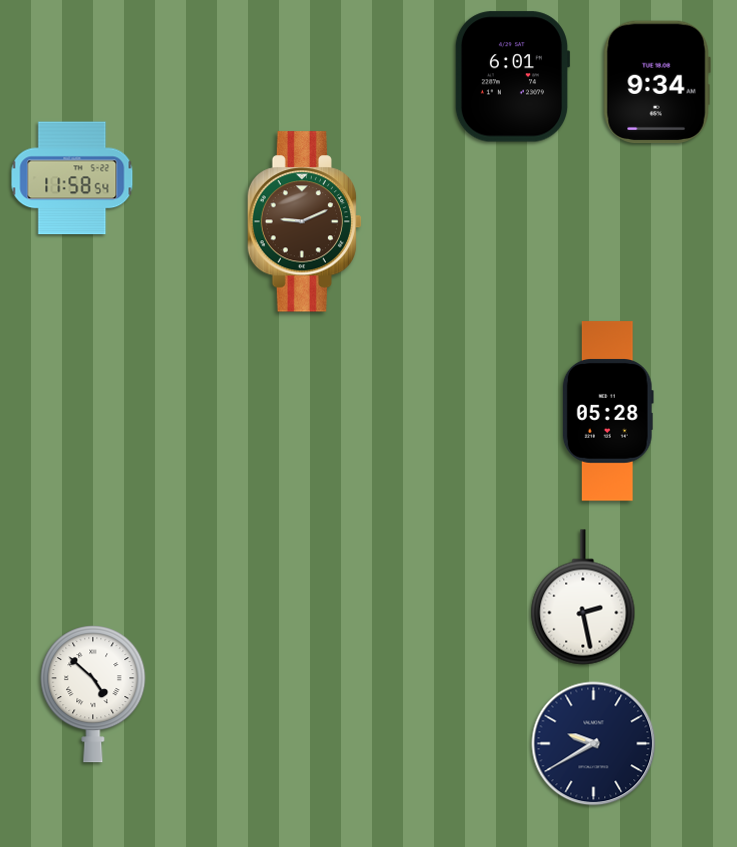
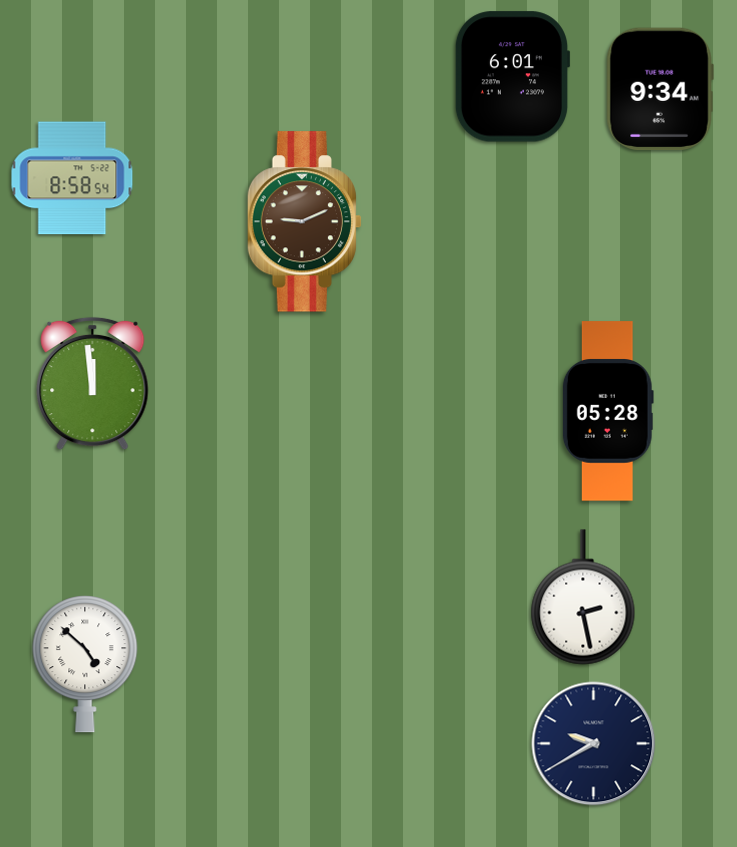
clock at (657, 82) position: (657, 82) -> (660, 89)
clock at (72, 178): 11:58 -> 8:58
clock at (93, 384): none -> 11:59
clock at (93, 694) position: (93, 694) -> (85, 664)
